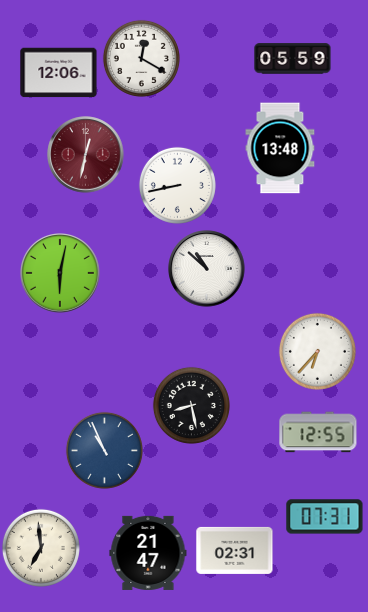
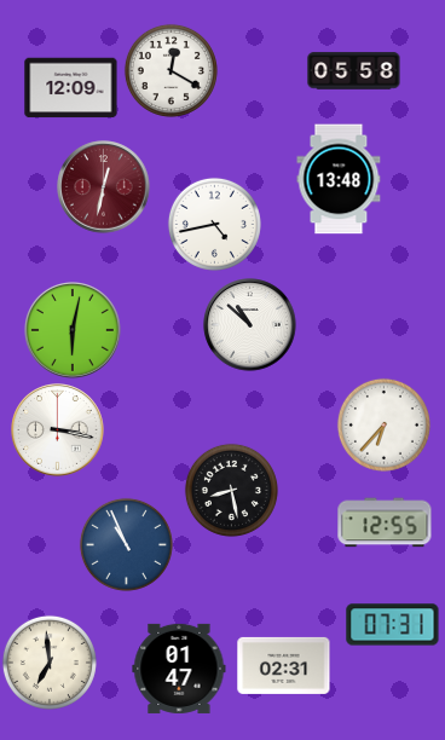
clock at (293, 59): 05:59 -> 05:58
clock at (59, 73): 12:06 -> 12:09
clock at (177, 185): 8:43 -> 4:43
clock at (58, 430): none -> 3:17
clock at (148, 553): 21:47 -> 01:47
